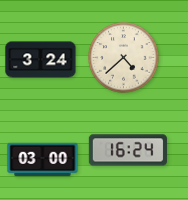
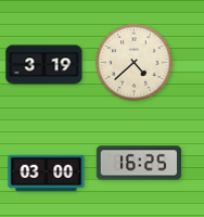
clock at (41, 60): 3:24 -> 3:19
clock at (128, 150): 16:24 -> 16:25
